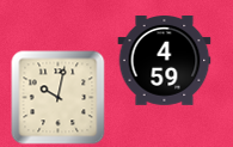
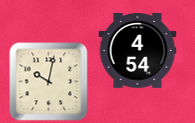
clock at (164, 61): 4:59 -> 4:54
